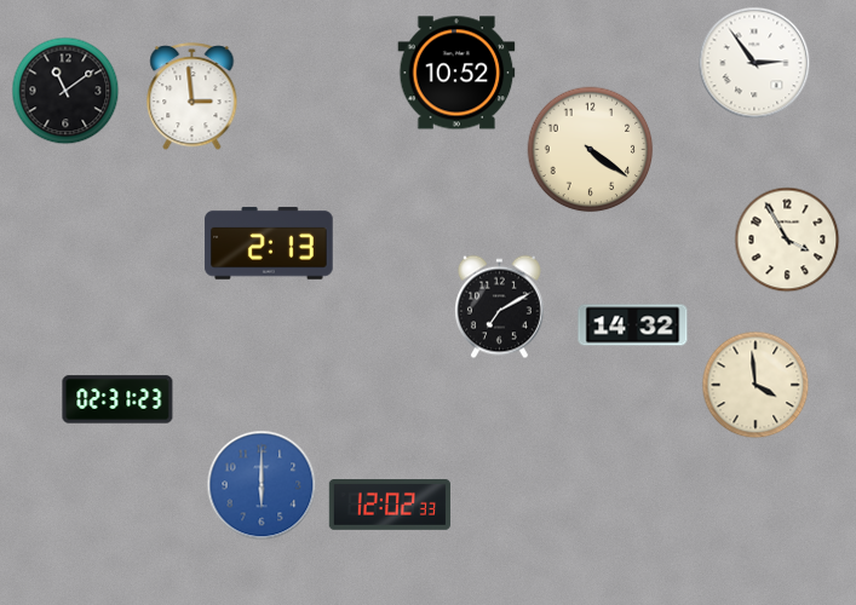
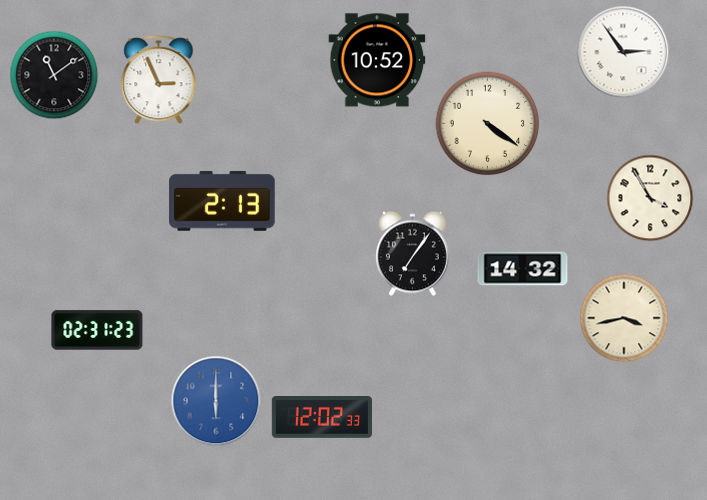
clock at (193, 97): 2:59 -> 2:56
clock at (500, 307): 7:10 -> 7:06
clock at (756, 385): 3:59 -> 3:43
